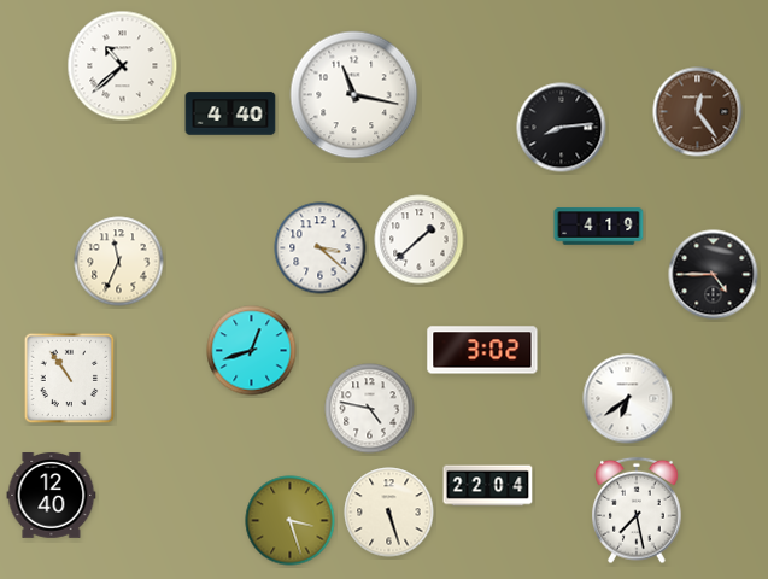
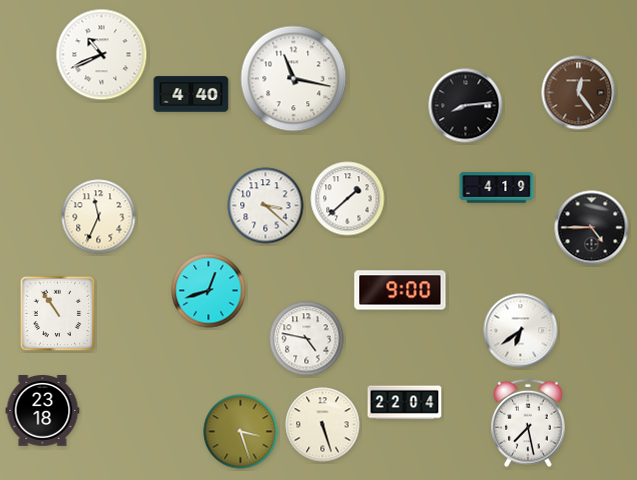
clock at (123, 66): 10:38 -> 10:41
clock at (482, 350): 3:02 -> 9:00
clock at (52, 496): 12:40 -> 23:18
